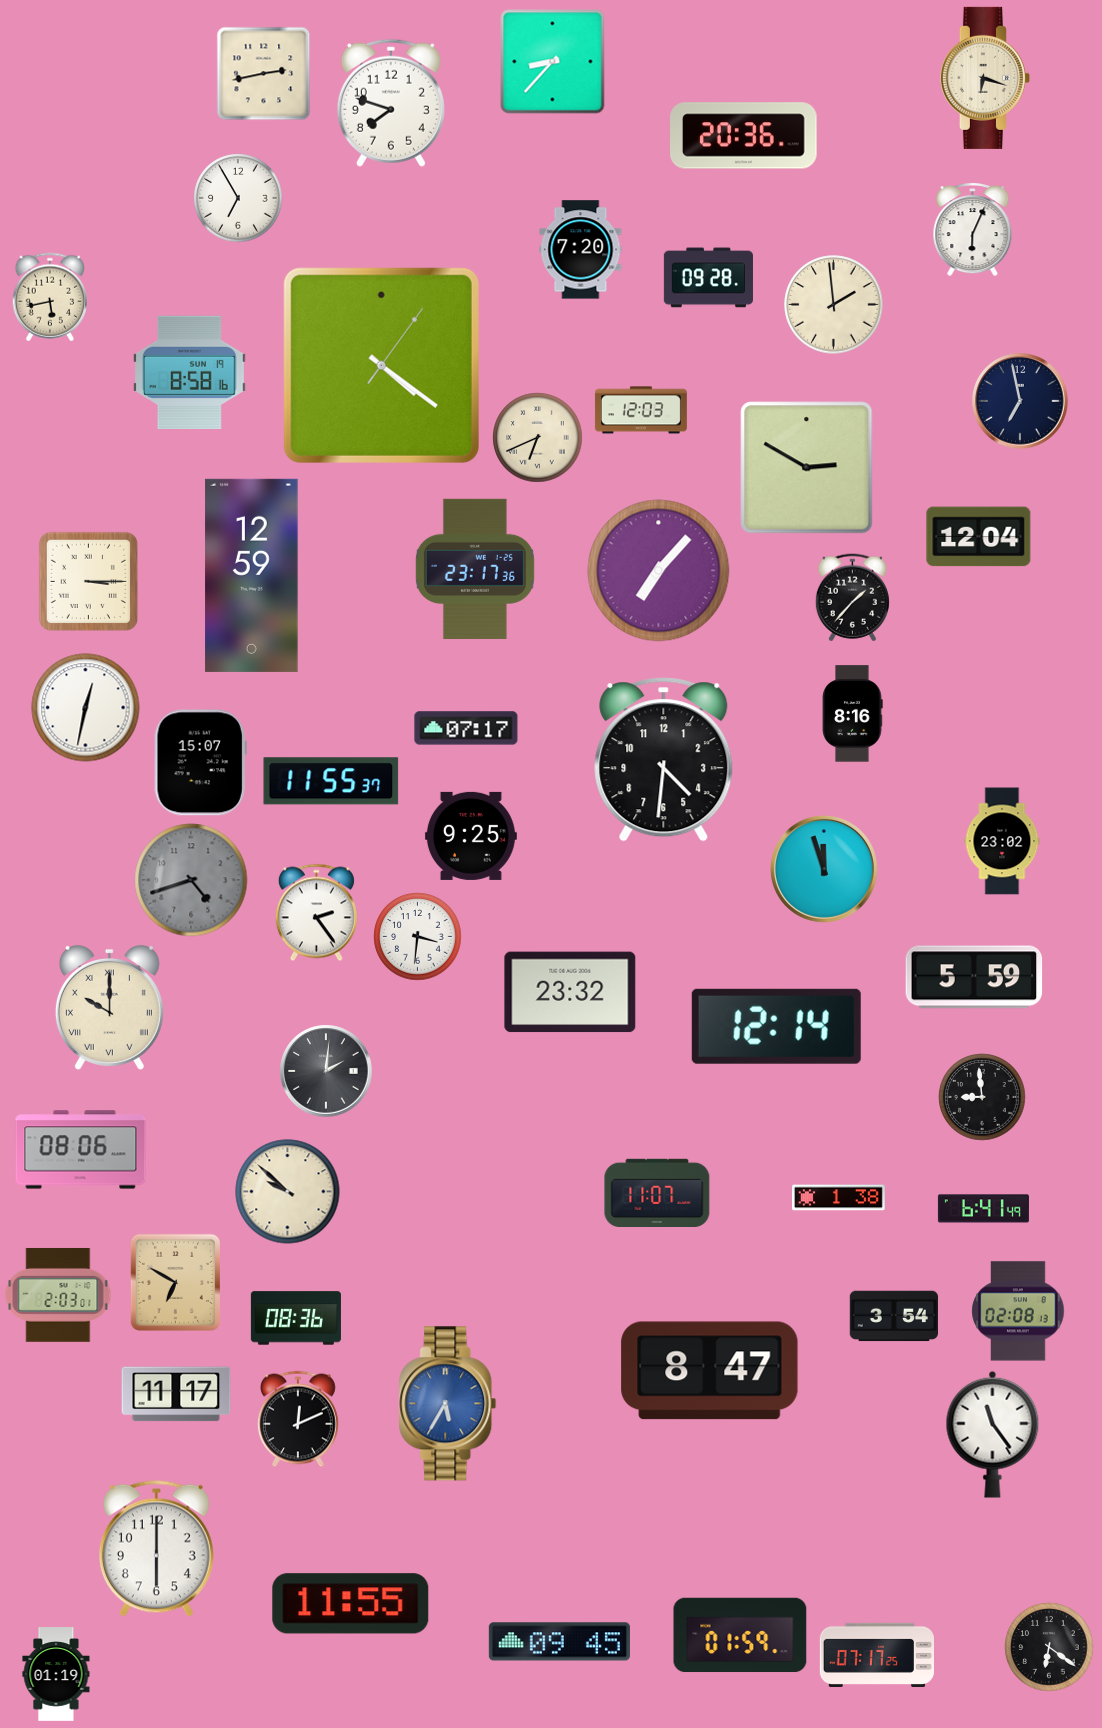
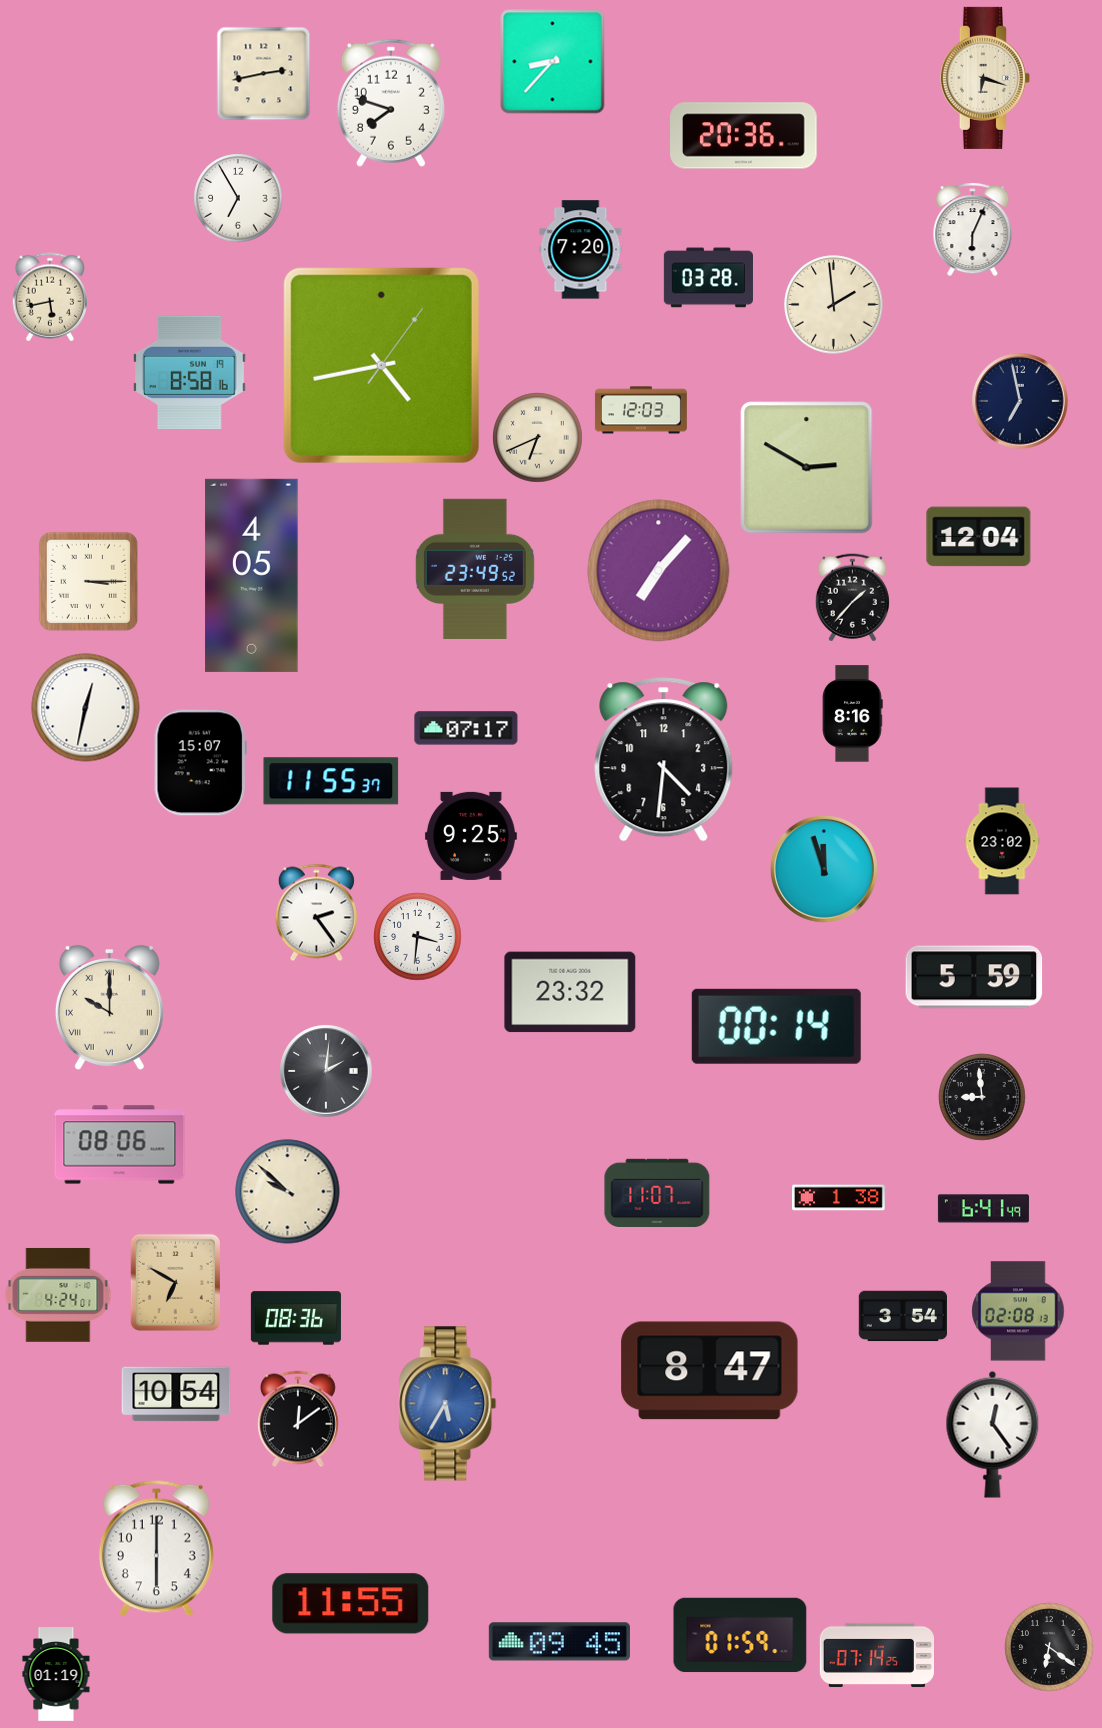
clock at (708, 278): 09:28 -> 03:28
clock at (381, 365): 4:21 -> 4:43
clock at (475, 569): 23:17 -> 23:49
clock at (252, 575): 12:59 -> 4:05
clock at (191, 880): 4:42 -> none
clock at (776, 1026): 12:14 -> 00:14
clock at (81, 1150) position: (81, 1150) -> (120, 1145)
clock at (58, 1295): 2:03 -> 4:24
clock at (893, 1316) position: (893, 1316) -> (902, 1316)
clock at (176, 1394): 11:17 -> 10:54
clock at (298, 1419): 12:11 -> 12:09
clock at (993, 1434): 11:24 -> 12:24
clock at (876, 1655): 07:17 -> 07:14
